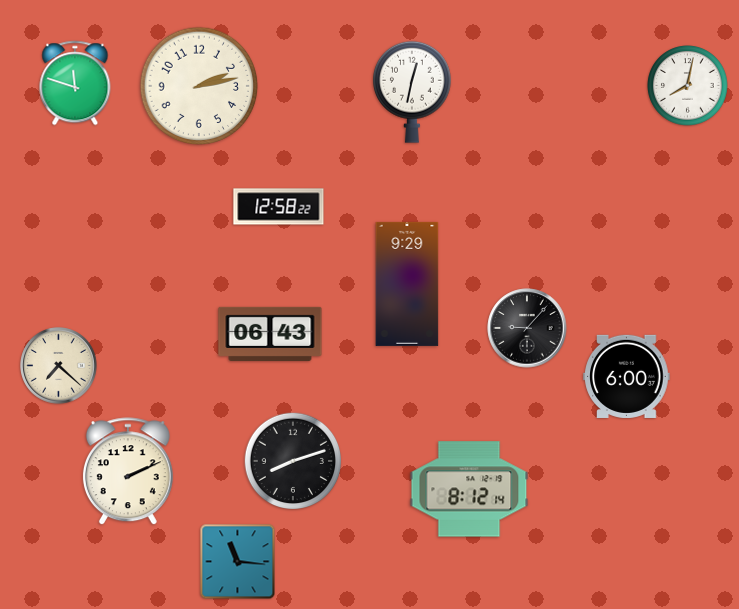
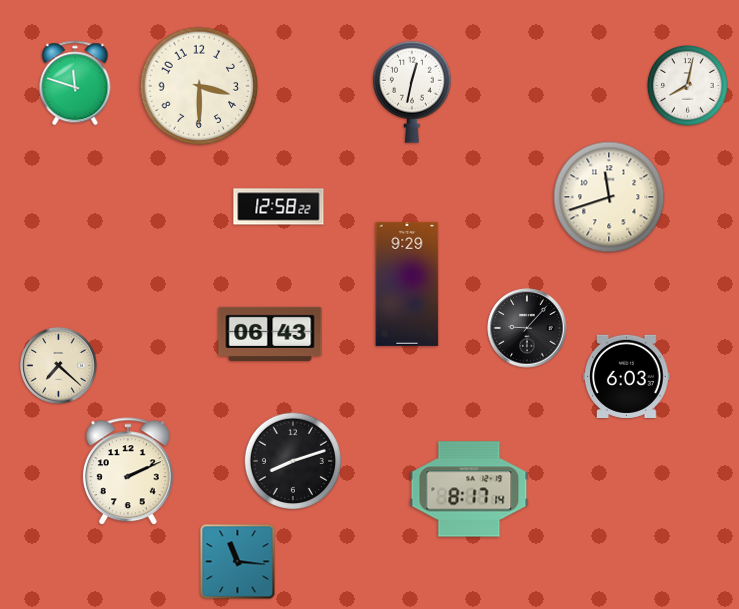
clock at (199, 86): 2:13 -> 3:30
clock at (609, 197): none -> 11:42
clock at (627, 376): 6:00 -> 6:03
clock at (469, 489): 8:12 -> 8:17
